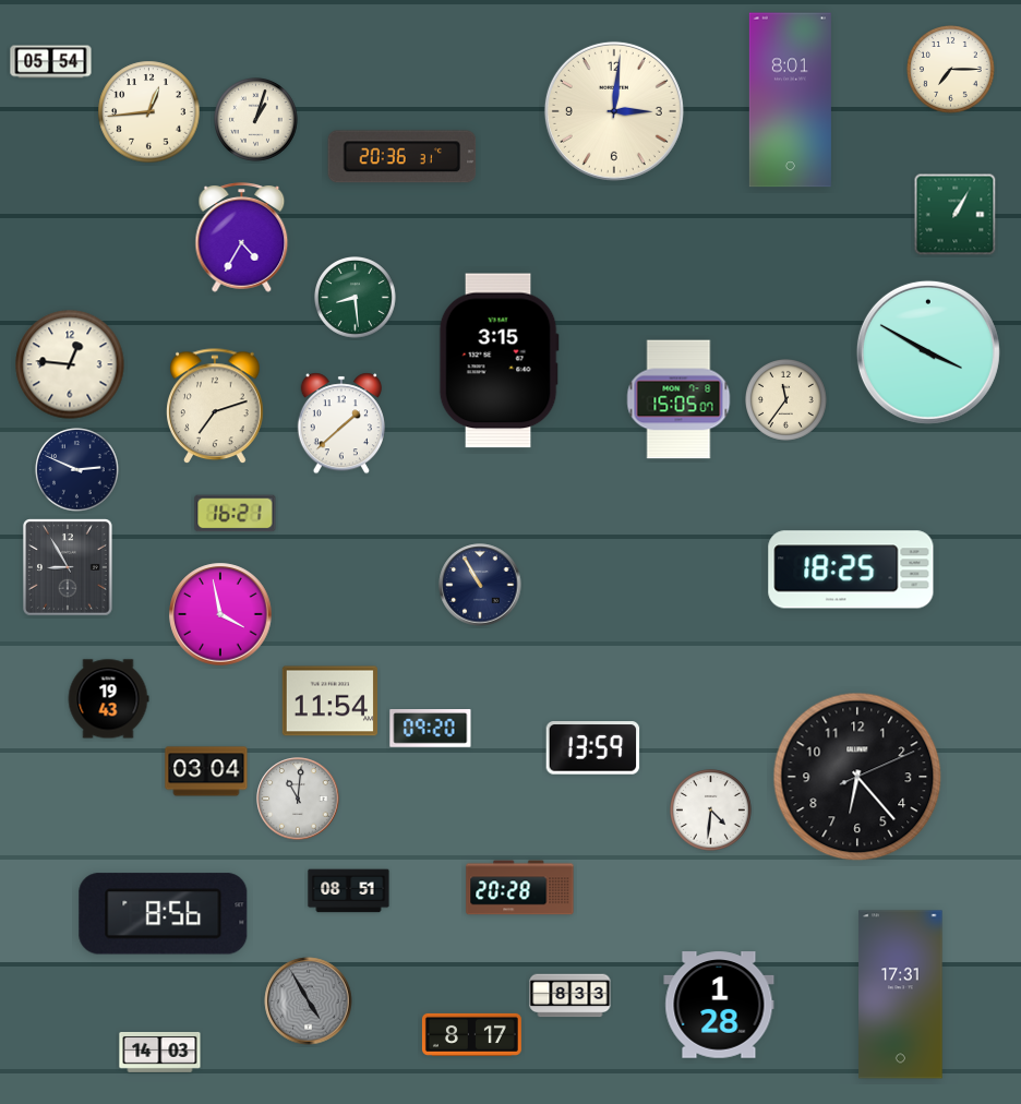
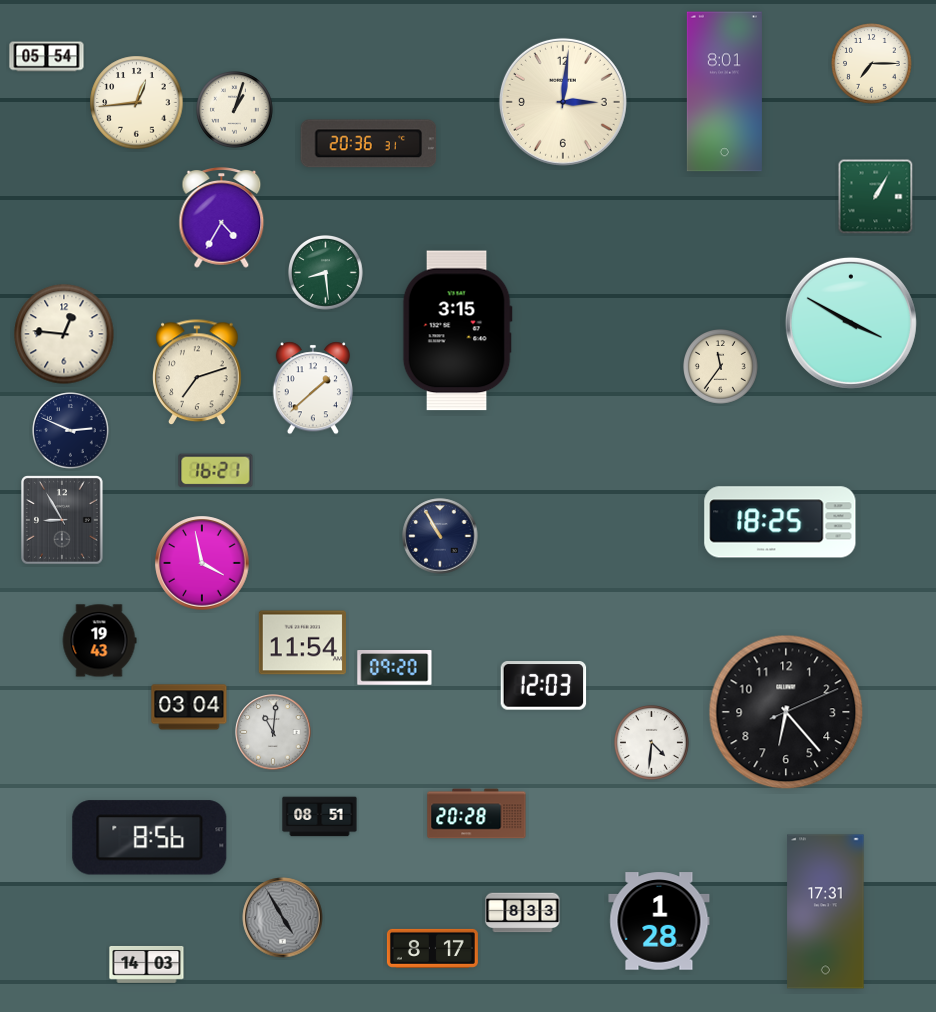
clock at (678, 399): 15:05 -> none
clock at (593, 748): 13:59 -> 12:03
